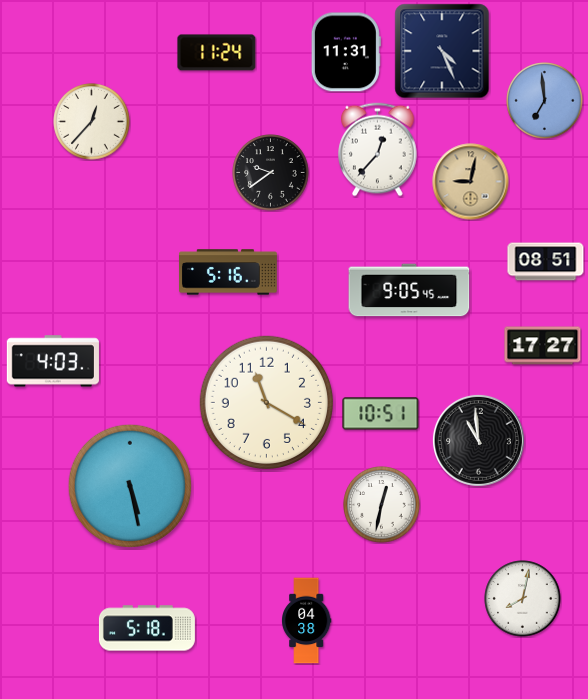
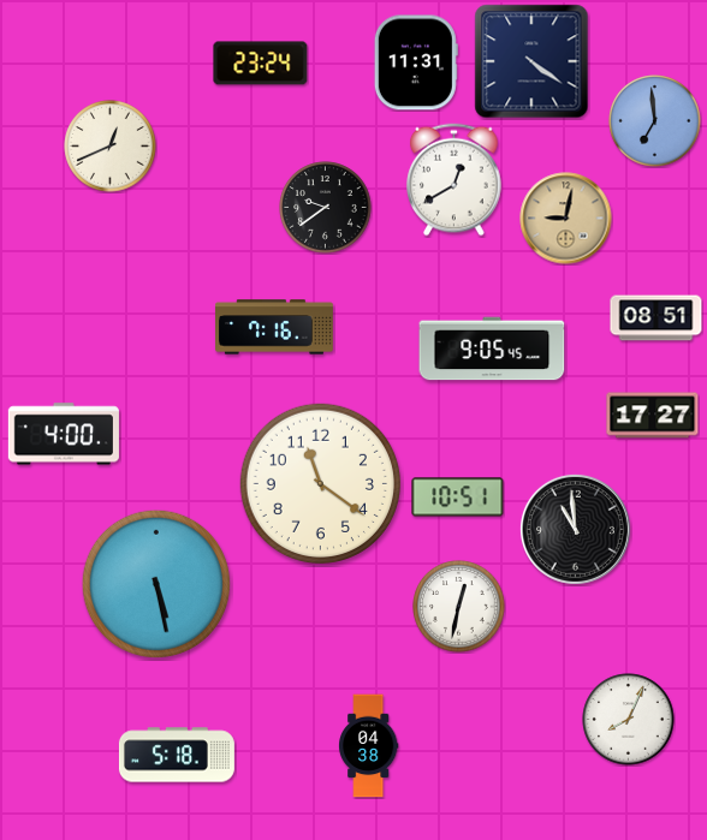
clock at (442, 51): 4:26 -> 4:21
clock at (217, 53): 11:24 -> 23:24
clock at (92, 122): 12:37 -> 12:41
clock at (378, 150): 12:37 -> 12:40
clock at (546, 262) position: (546, 262) -> (656, 318)
clock at (229, 272): 5:16 -> 7:16
clock at (53, 361): 4:03 -> 4:00
clock at (266, 402): 11:20 -> 11:21
clock at (523, 599): 8:02 -> 8:04
